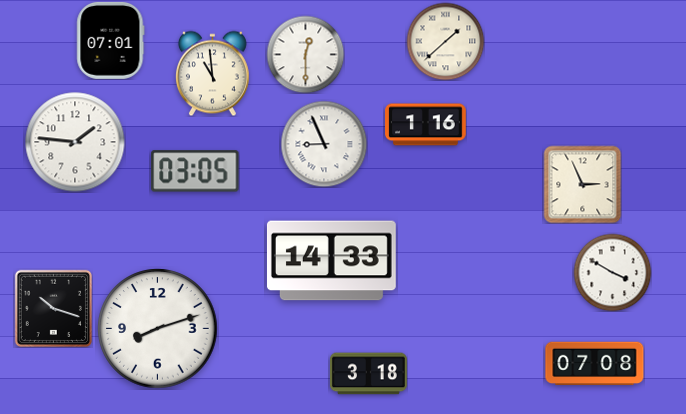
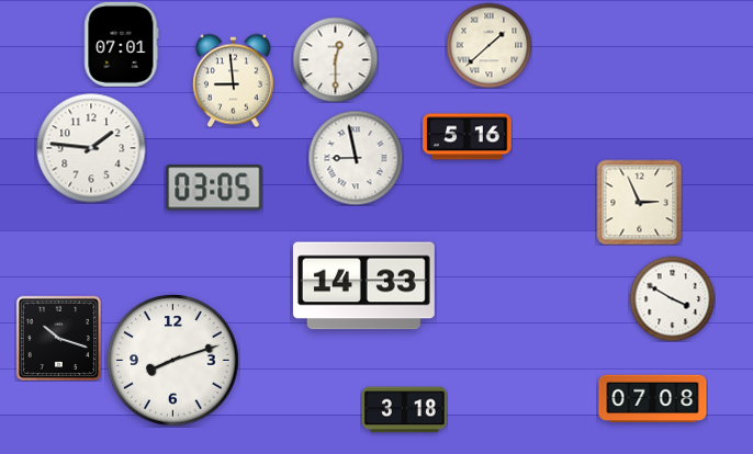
clock at (212, 73): 10:59 -> 8:59
clock at (426, 125): 1:16 -> 5:16
clock at (75, 142) position: (75, 142) -> (91, 148)
clock at (324, 144): 8:56 -> 8:58
